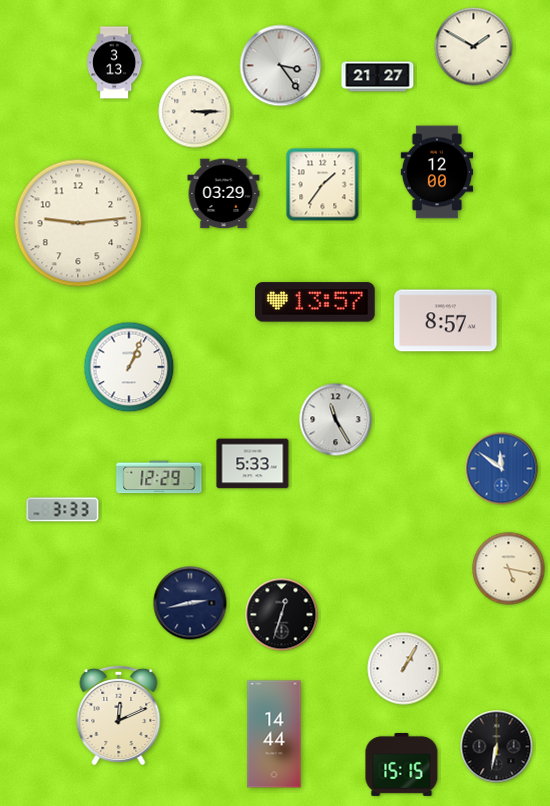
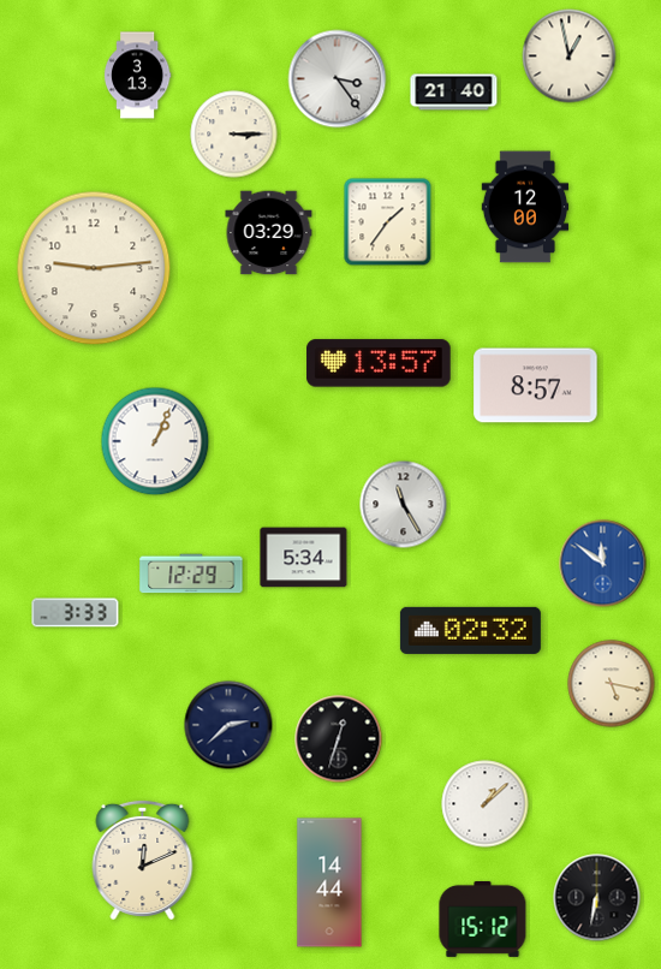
clock at (474, 47): 1:50 -> 12:58
clock at (378, 77): 21:27 -> 21:40
clock at (253, 464): 5:33 -> 5:34
clock at (470, 630): none -> 02:32
clock at (190, 603): 2:43 -> 2:38
clock at (404, 669): 1:05 -> 1:08
clock at (402, 764): 15:15 -> 15:12
